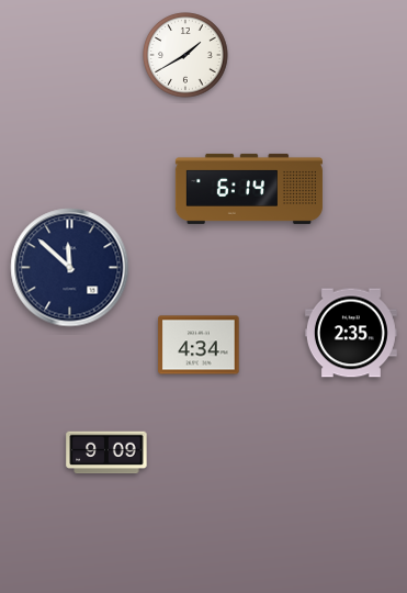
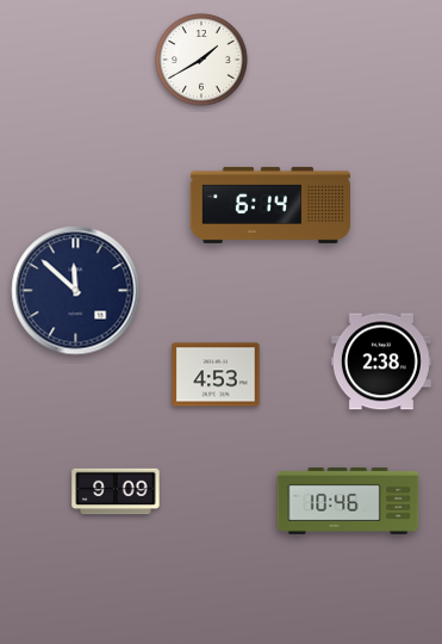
clock at (351, 333): 2:35 -> 2:38
clock at (199, 345): 4:34 -> 4:53
clock at (348, 501): none -> 10:46
